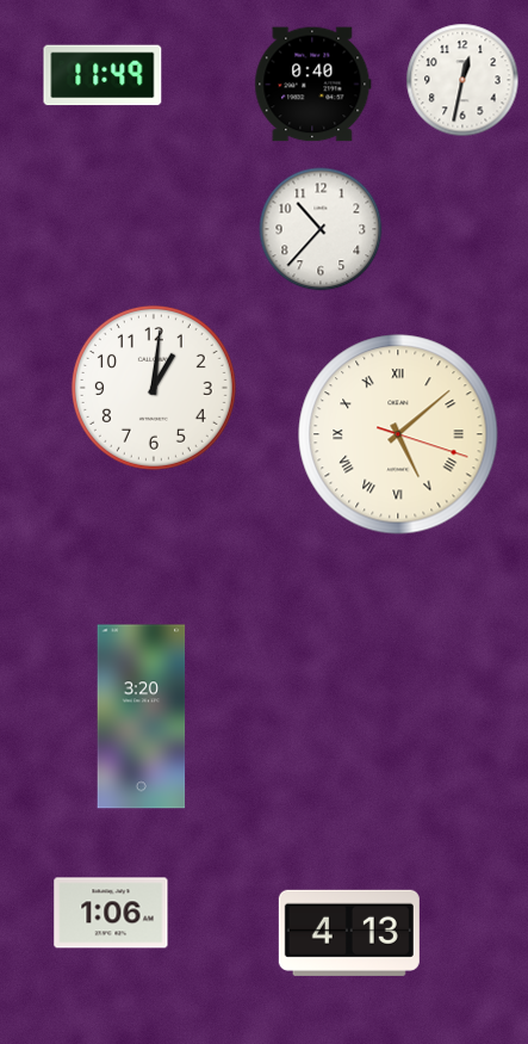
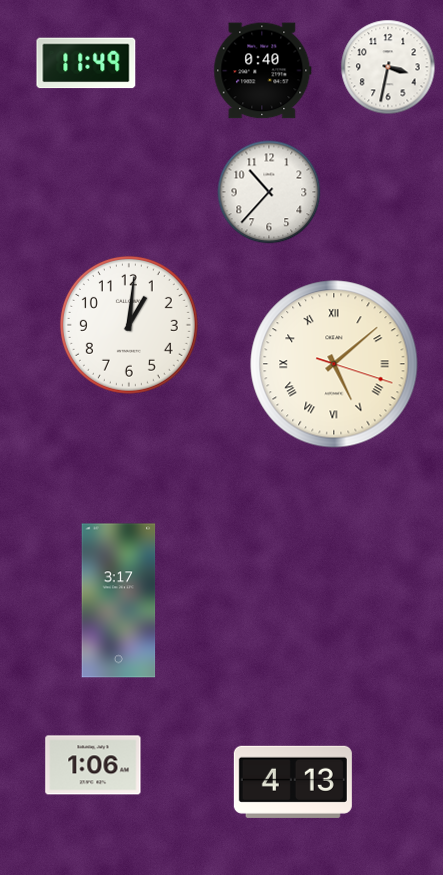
clock at (462, 80): 12:32 -> 3:32
clock at (142, 717): 3:20 -> 3:17
